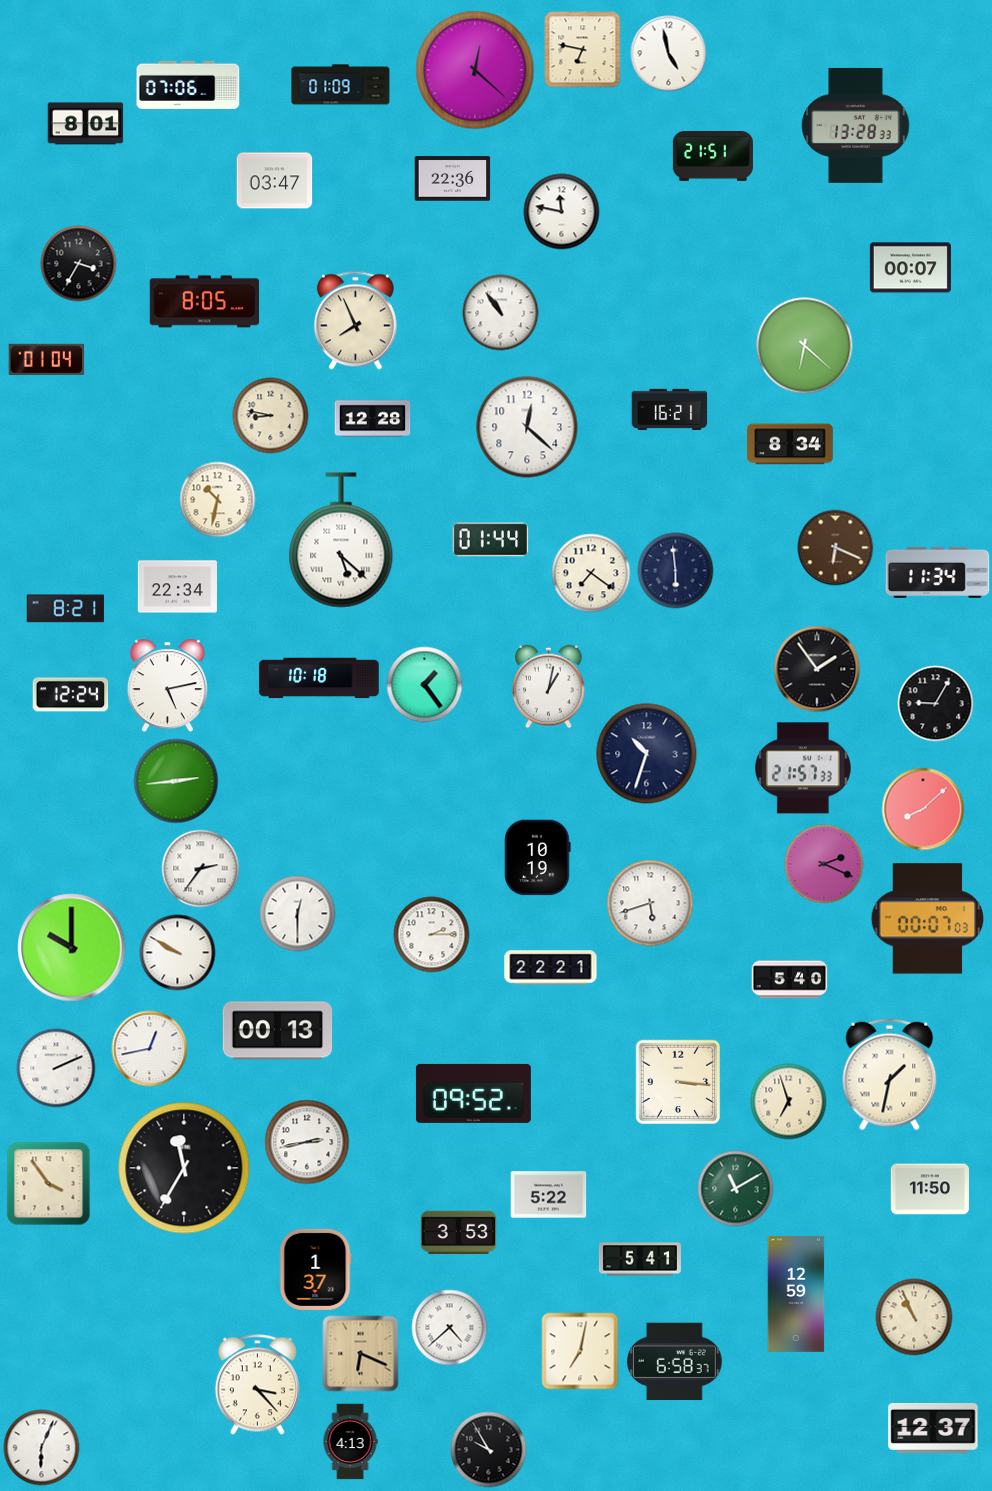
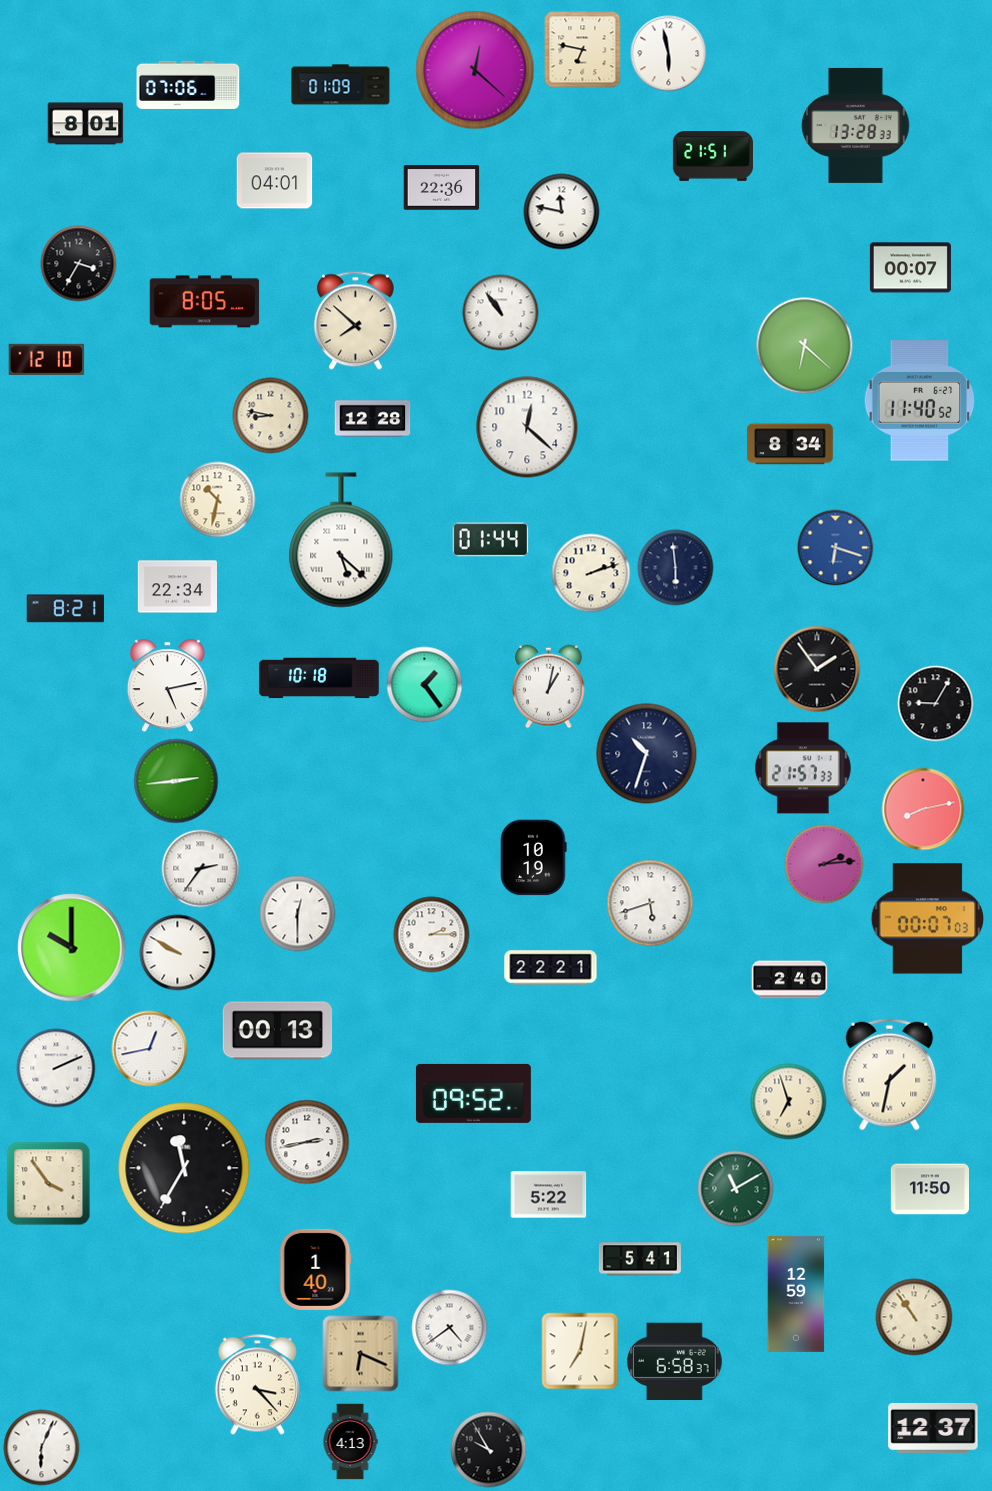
clock at (669, 54): 4:58 -> 5:58
clock at (453, 179) position: (453, 179) -> (442, 188)
clock at (275, 181): 03:47 -> 04:01
clock at (355, 321): 7:56 -> 7:52
clock at (47, 359): 01:04 -> 12:10
clock at (920, 401): none -> 11:40
clock at (670, 409): 16:21 -> none
clock at (836, 548): 6:19 -> 6:18
clock at (836, 548) dial: brown -> blue
clock at (676, 571) position: (676, 571) -> (676, 568)
clock at (938, 572): 11:34 -> none
clock at (591, 573): 7:21 -> 2:12
clock at (71, 695): 12:24 -> none
clock at (923, 809): 8:08 -> 8:13
clock at (538, 858) position: (538, 858) -> (534, 858)
clock at (824, 864): 2:19 -> 2:14
clock at (790, 980): 5:40 -> 2:40
clock at (678, 1082): 3:16 -> none
clock at (459, 1233): 3:53 -> none
clock at (315, 1269): 1:37 -> 1:40
clock at (914, 1317): 10:56 -> 10:54
clock at (450, 1328): 4:38 -> 4:39
